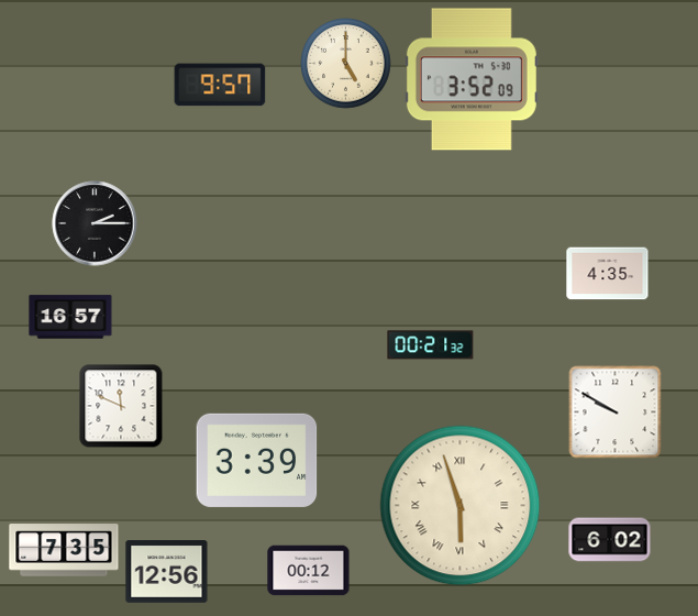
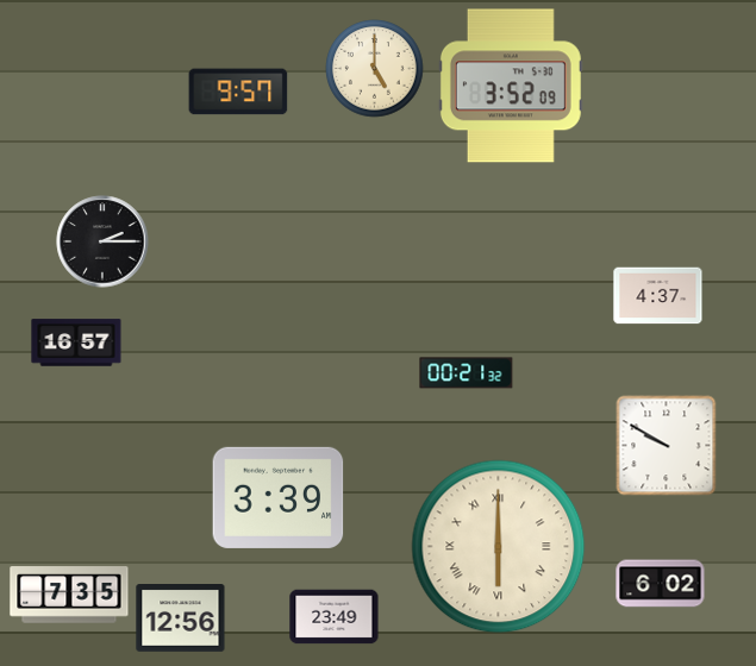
clock at (608, 274): 4:35 -> 4:37
clock at (121, 406): 11:49 -> none
clock at (461, 506): 5:57 -> 6:00
clock at (309, 571): 00:12 -> 23:49
